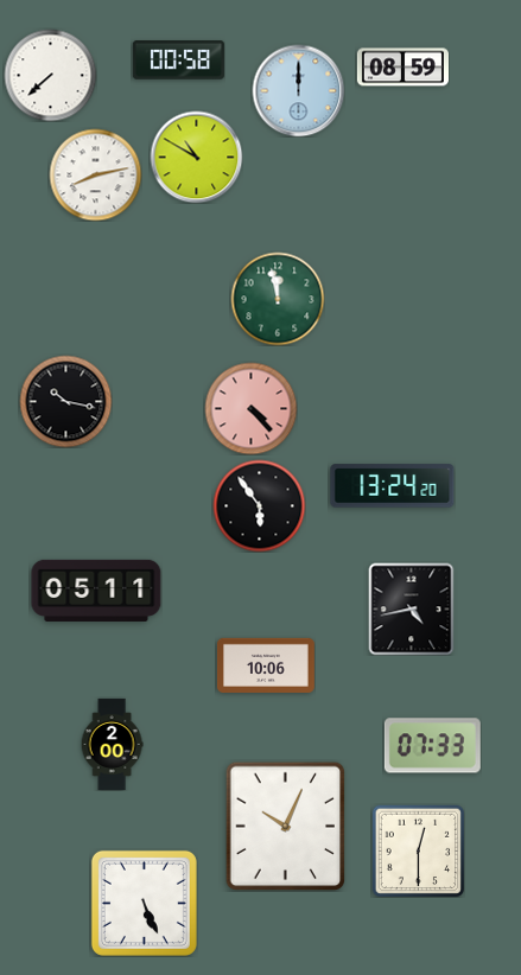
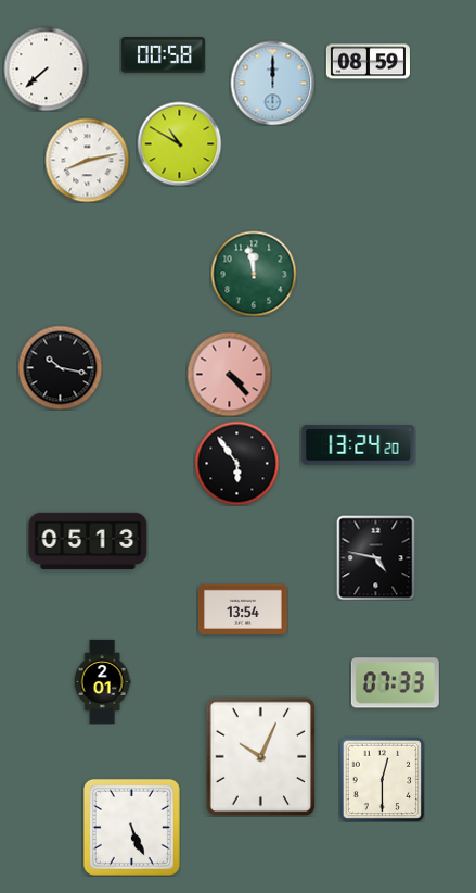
clock at (96, 591): 05:11 -> 05:13
clock at (412, 608): 4:43 -> 4:47
clock at (266, 664): 10:06 -> 13:54
clock at (112, 744): 2:00 -> 2:01
